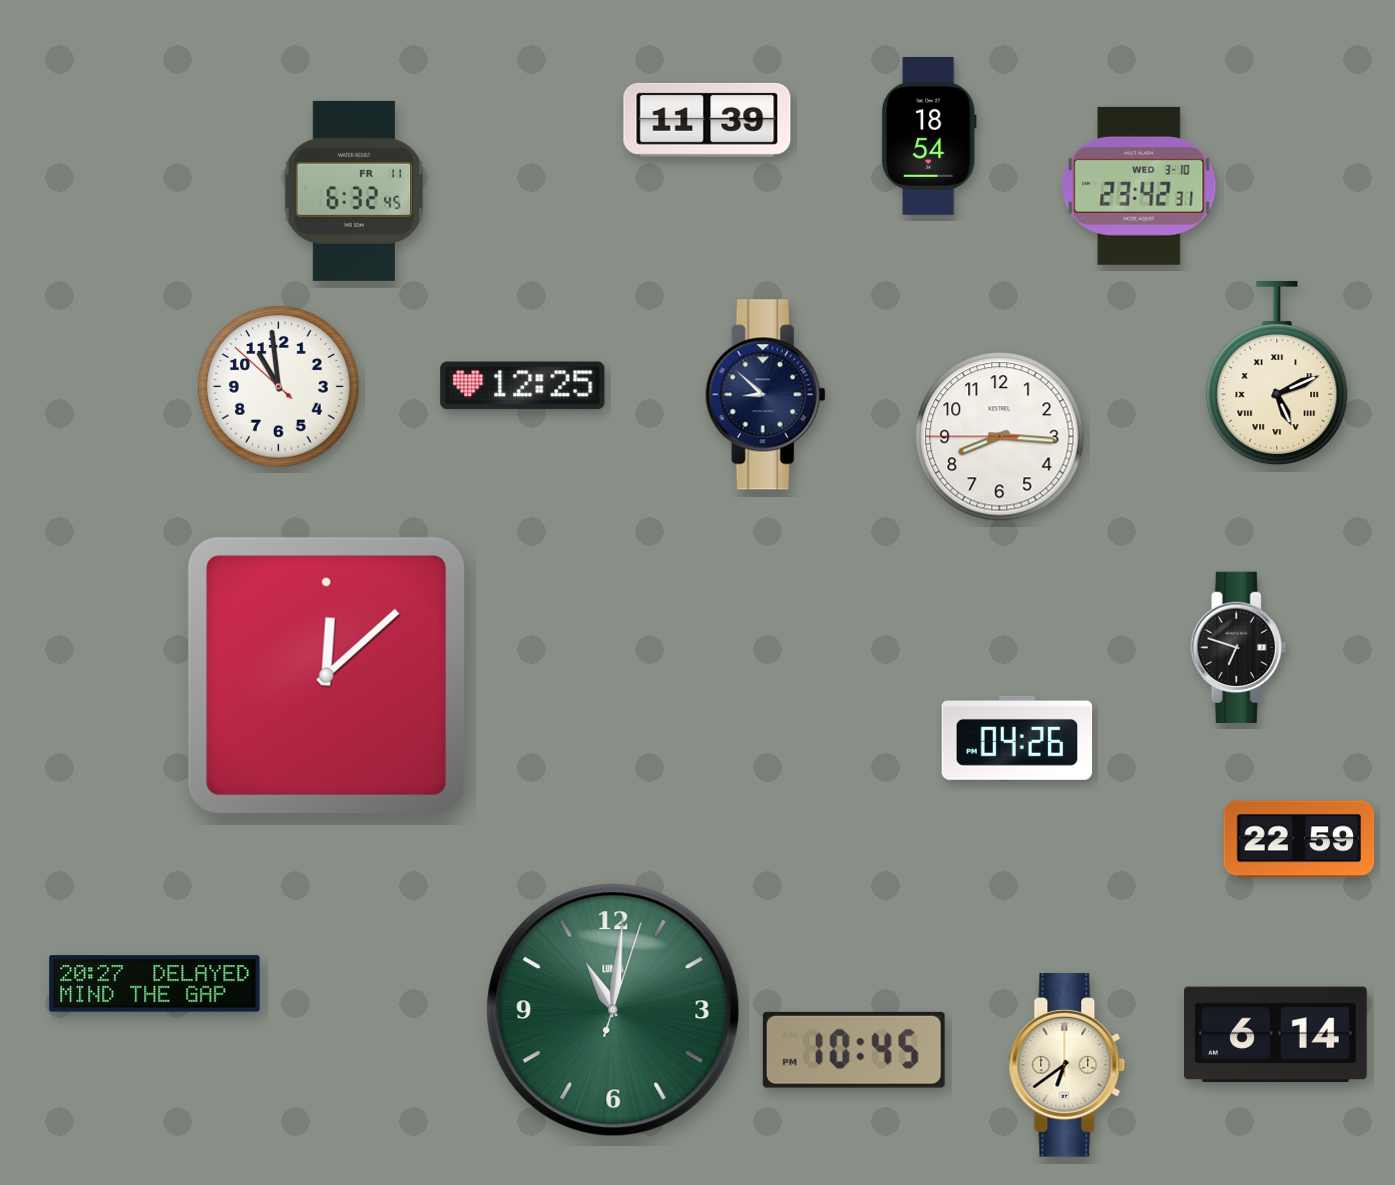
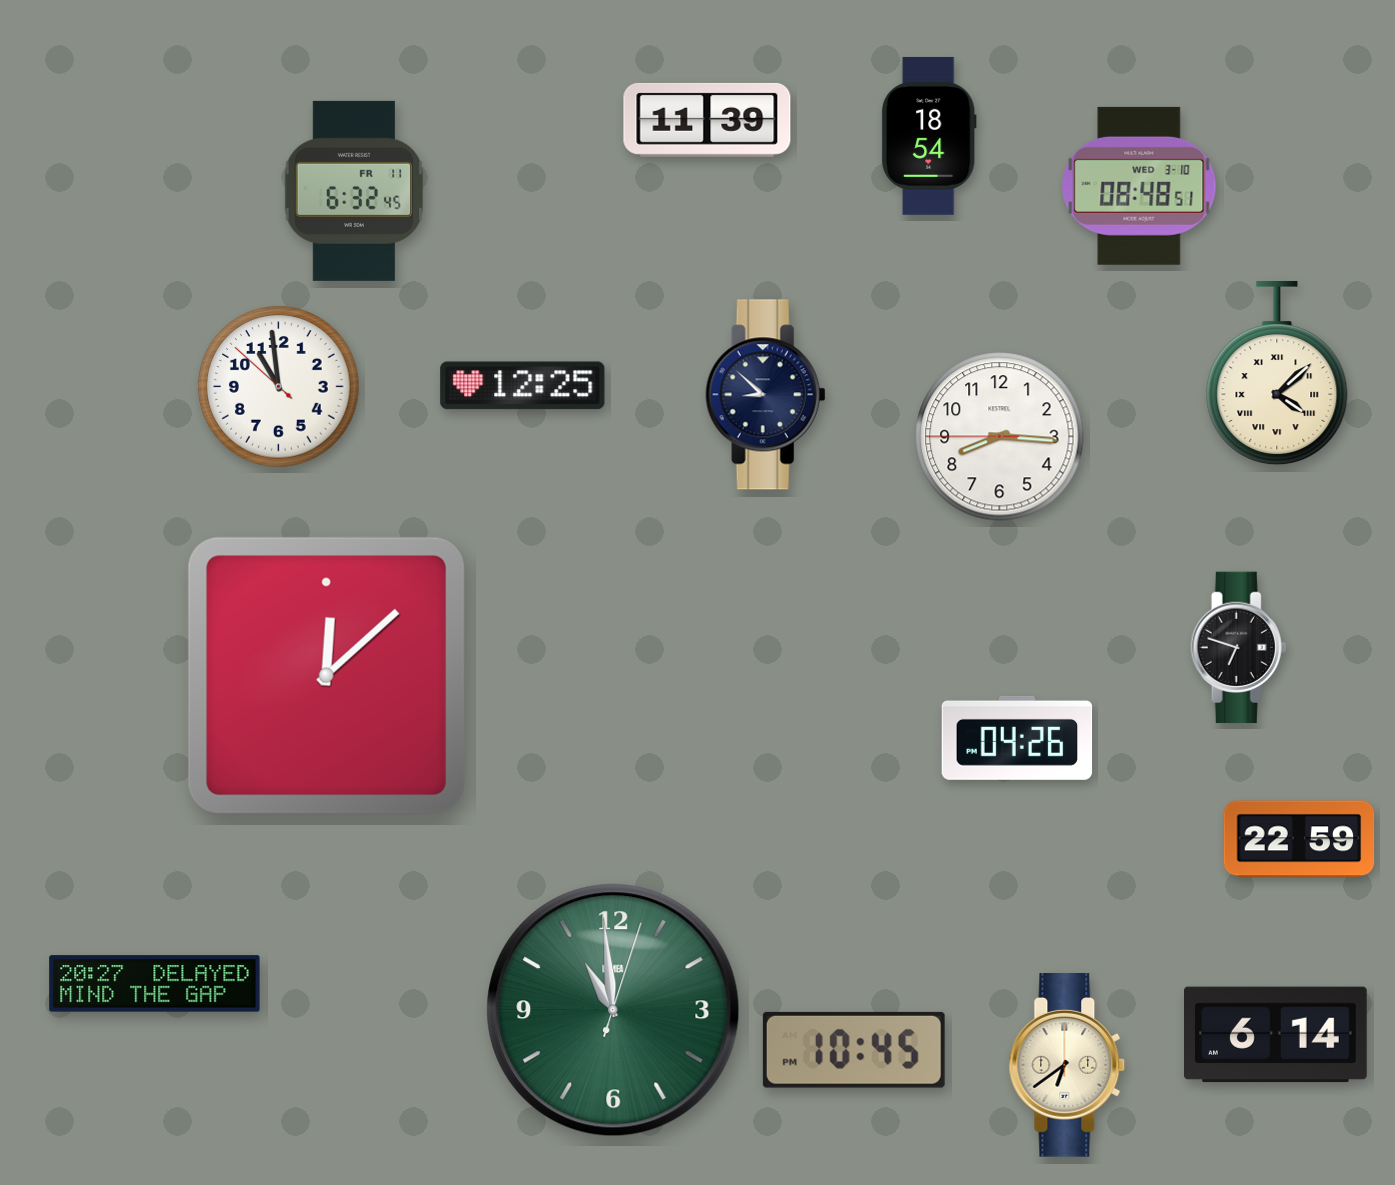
clock at (1139, 186): 23:42 -> 08:48
clock at (1277, 374): 5:11 -> 4:08
clock at (613, 1010): 11:01 -> 10:59
